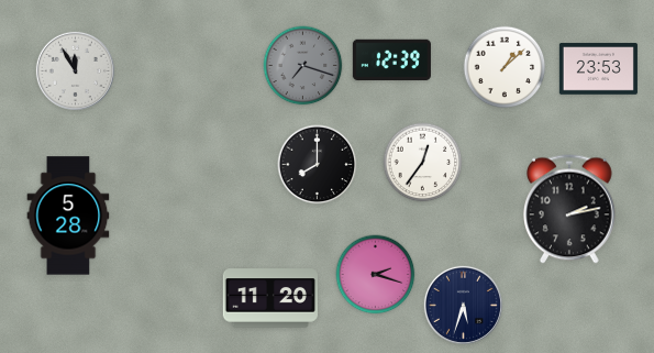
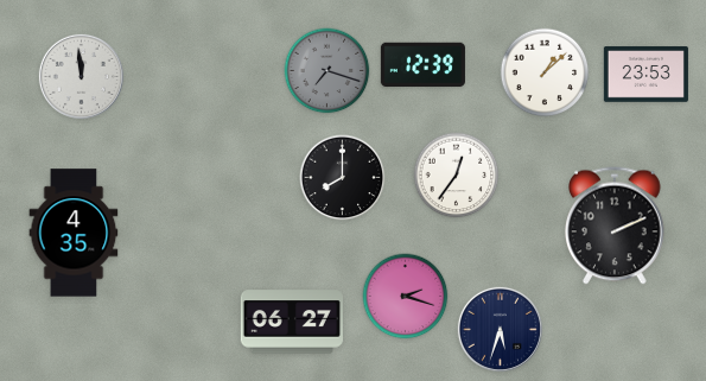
clock at (75, 70): 11:55 -> 11:59
clock at (569, 209): 2:13 -> 2:11
clock at (68, 216): 5:28 -> 4:35
clock at (269, 298): 11:20 -> 06:27
